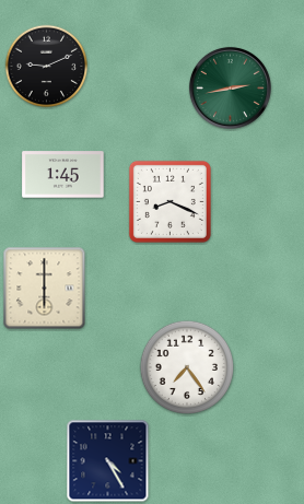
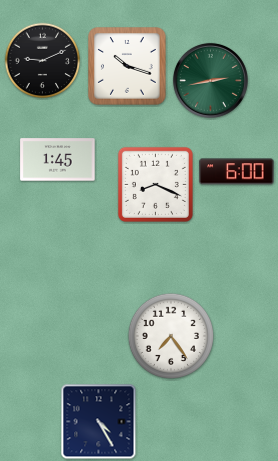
clock at (127, 66): none -> 10:18
clock at (237, 172): none -> 6:00
clock at (45, 289): 6:00 -> none
